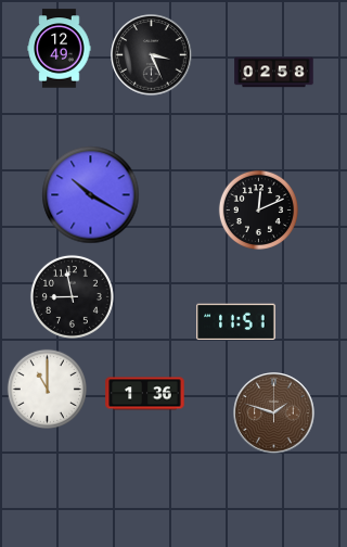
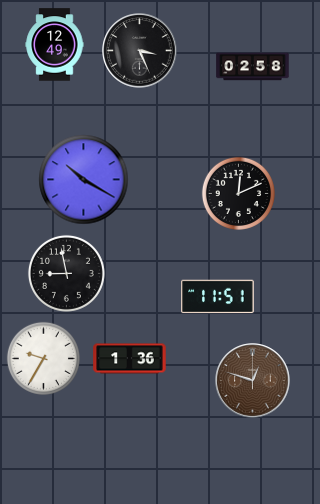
clock at (47, 389): 11:00 -> 9:35
clock at (145, 394) position: (145, 394) -> (130, 359)
clock at (274, 414): 1:48 -> 12:48
